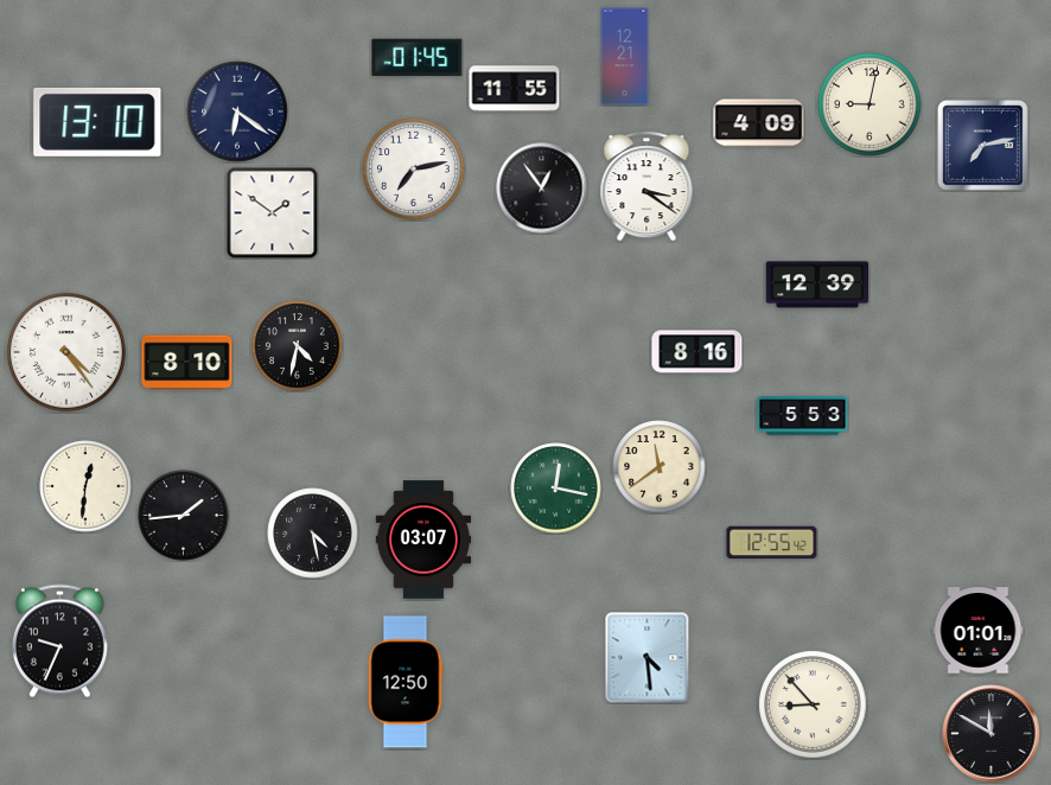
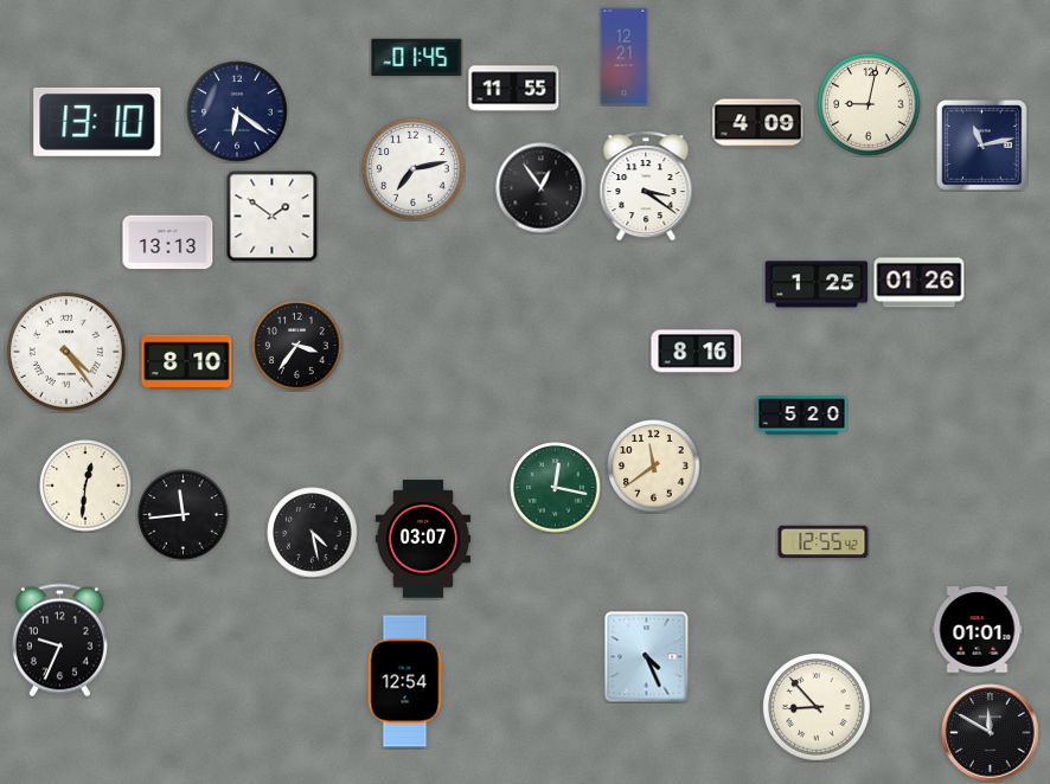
clock at (982, 145): 7:13 -> 11:13
clock at (272, 212) position: (272, 212) -> (271, 216)
clock at (168, 243): none -> 13:13
clock at (920, 283): none -> 01:26
clock at (817, 285): 12:39 -> 1:25
clock at (298, 346): 4:32 -> 3:36
clock at (803, 416): 5:53 -> 5:20
clock at (660, 467) position: (660, 467) -> (654, 467)
clock at (184, 516): 1:44 -> 11:44
clock at (772, 543) position: (772, 543) -> (824, 542)
clock at (648, 658): 4:29 -> 4:26
clock at (406, 682): 12:50 -> 12:54
clock at (813, 704) position: (813, 704) -> (817, 707)
